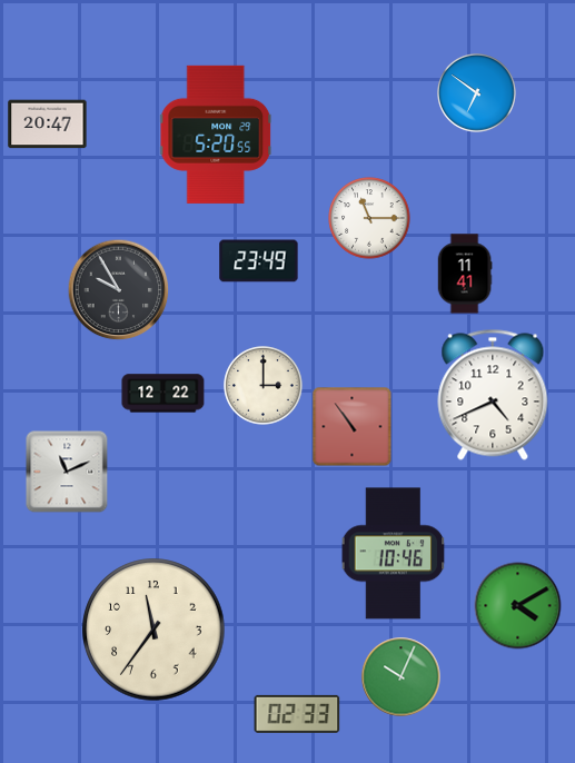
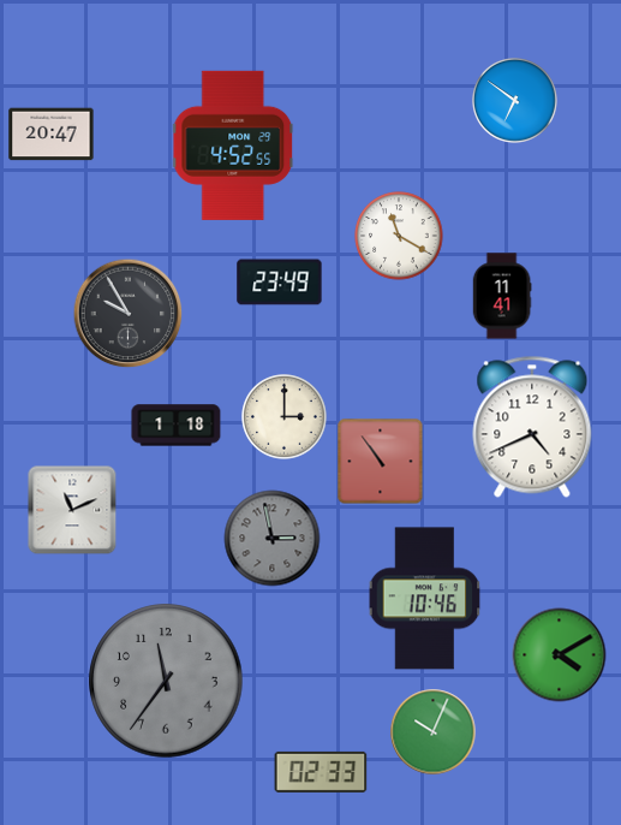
clock at (217, 135): 5:20 -> 4:52
clock at (369, 218): 11:15 -> 11:20
clock at (163, 394): 12:22 -> 1:18
clock at (273, 539): none -> 2:58
clock at (153, 630) dial: cream -> grey
